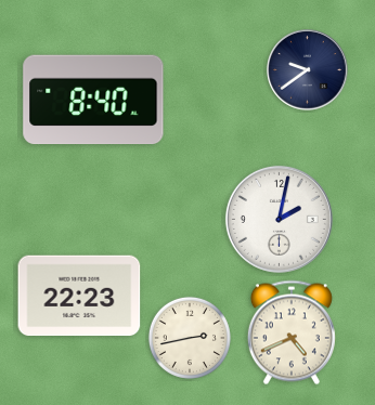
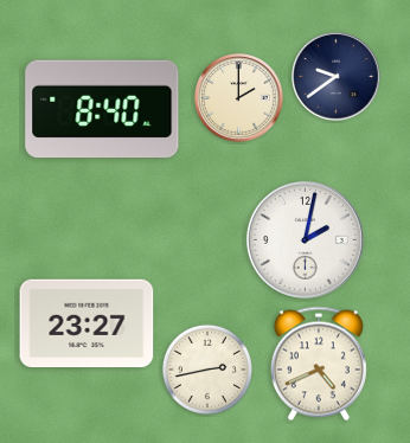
clock at (239, 98): none -> 2:00
clock at (79, 296): 22:23 -> 23:27
